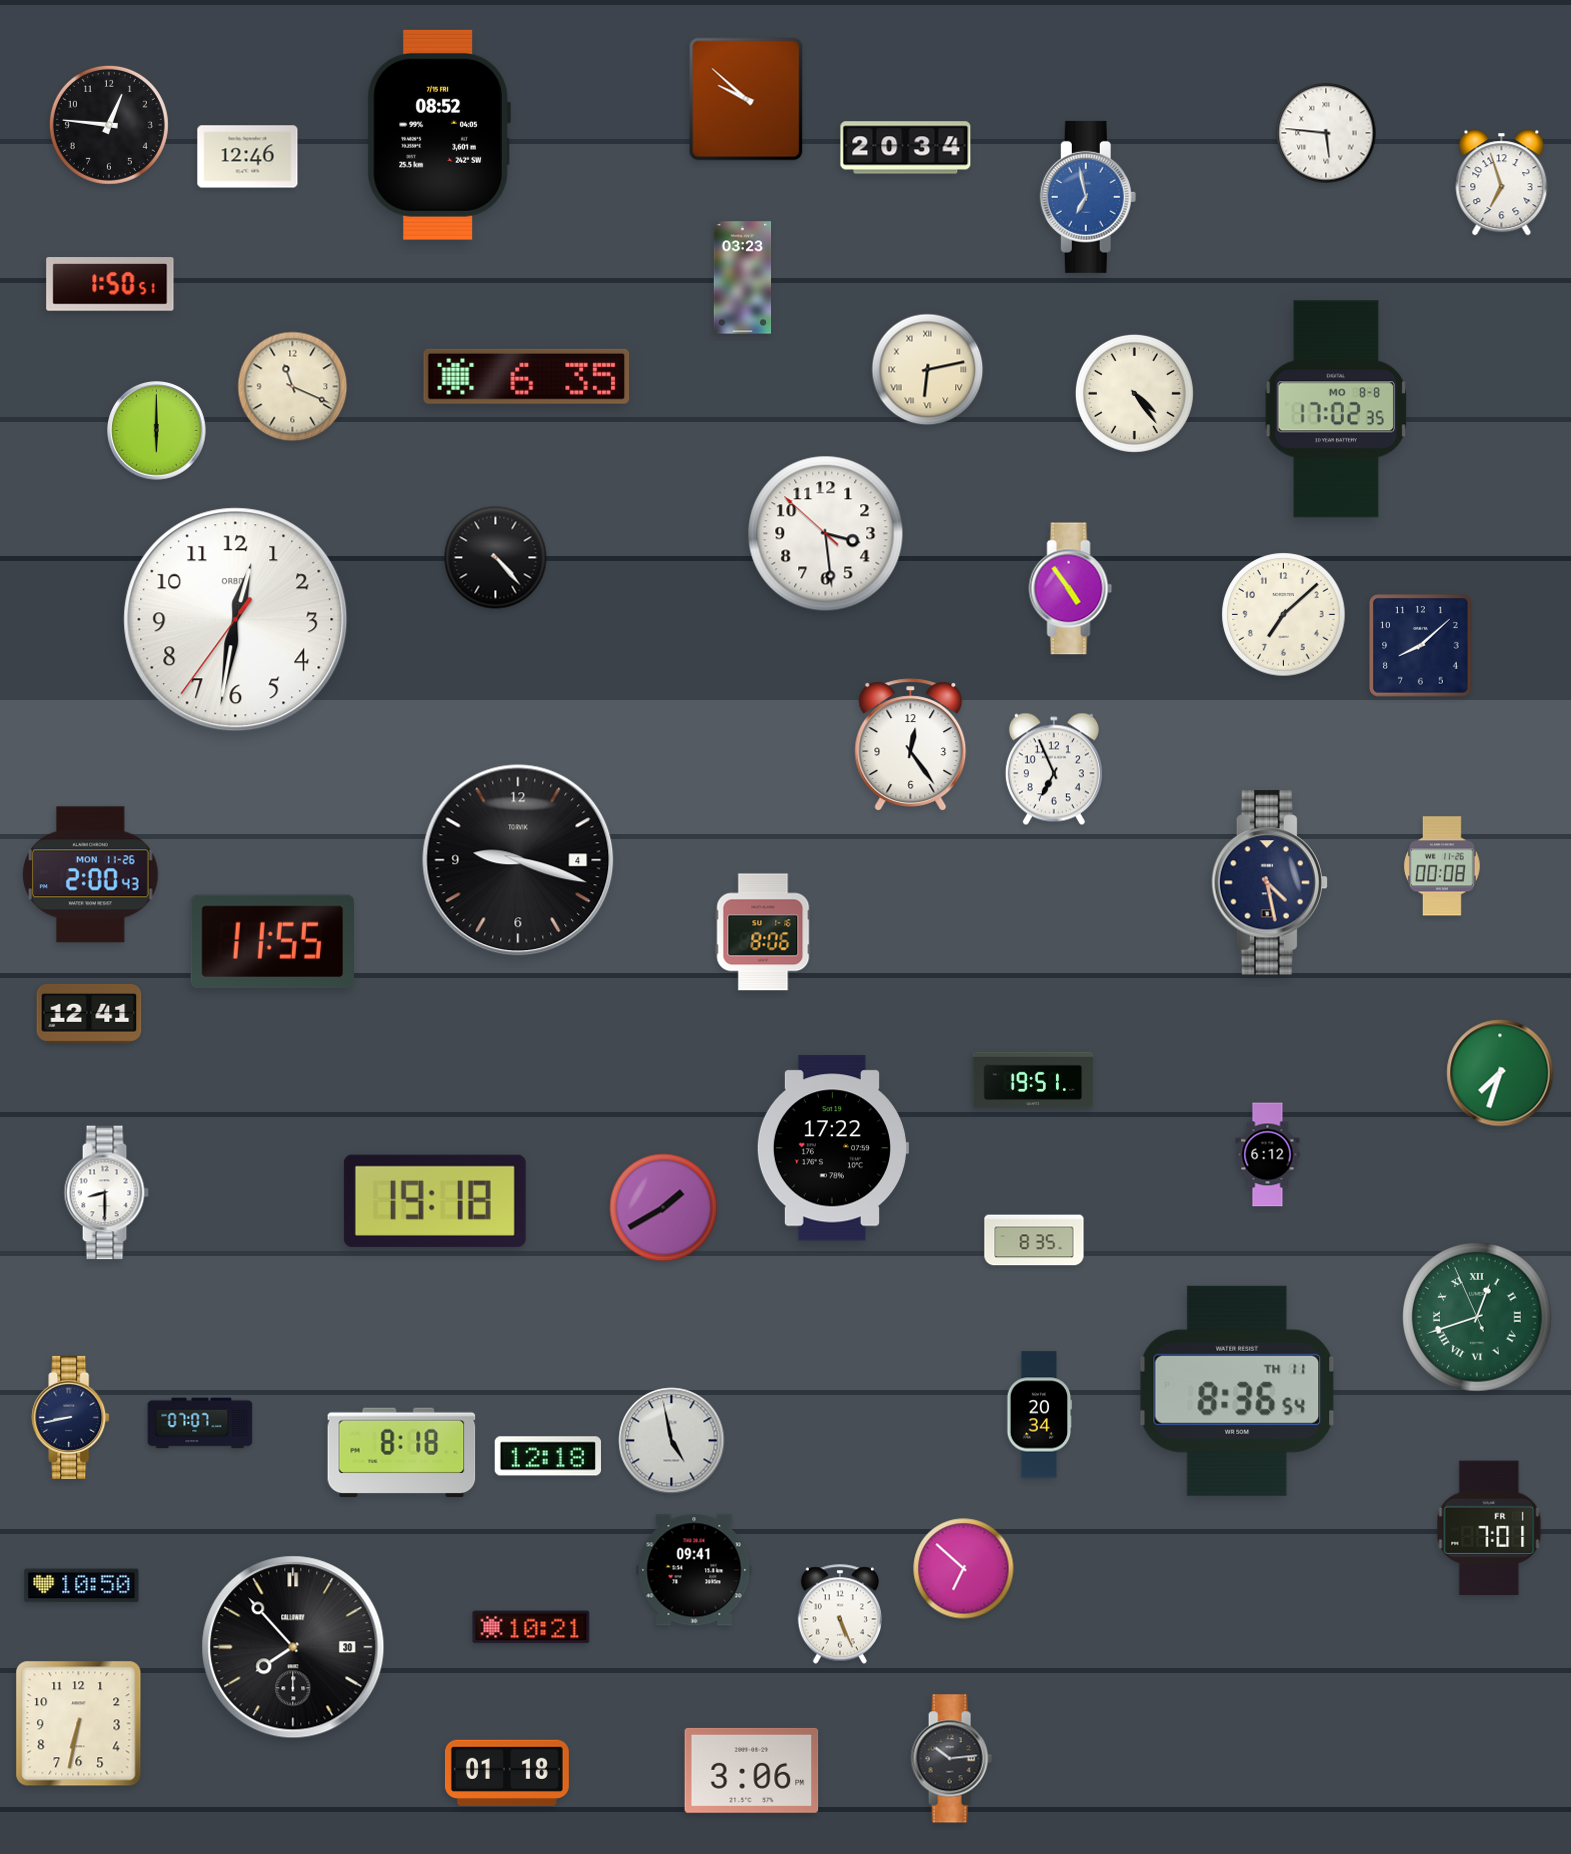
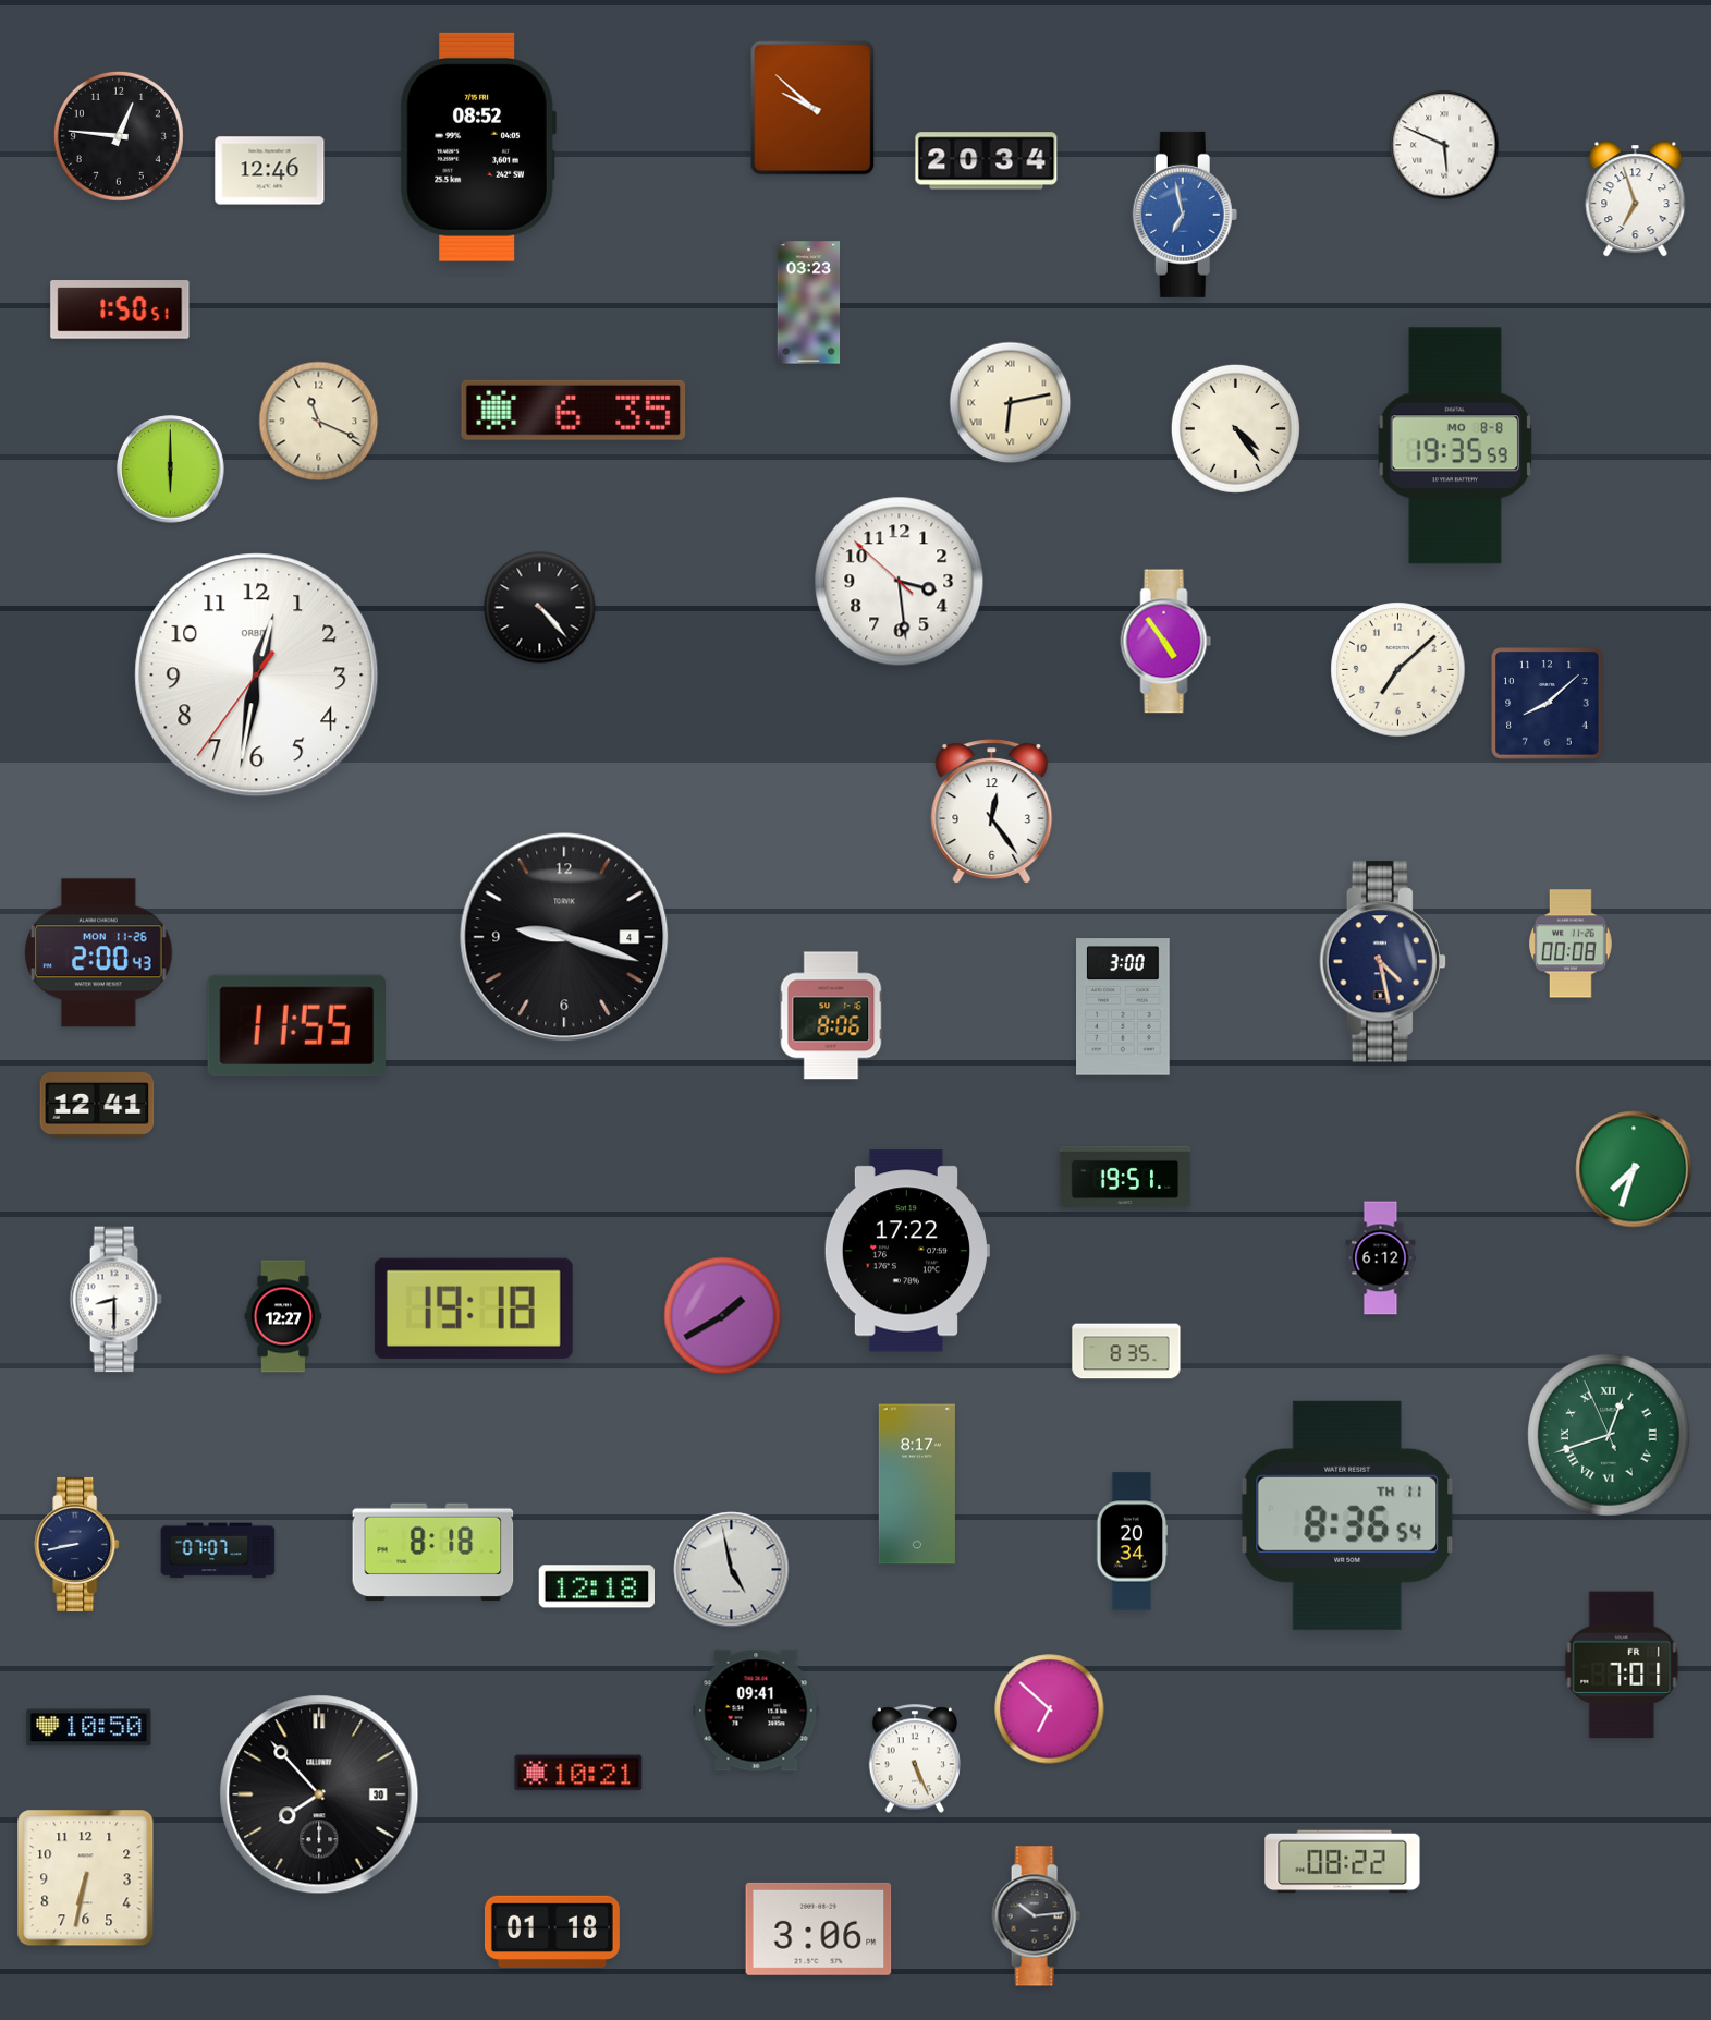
clock at (1326, 133): 5:46 -> 5:49
clock at (1335, 409): 17:02 -> 19:35
clock at (1054, 769): 6:56 -> none
clock at (1124, 1007): none -> 3:00
clock at (283, 1316): none -> 12:27
clock at (917, 1484): none -> 8:17
clock at (402, 1453) position: (402, 1453) -> (433, 1553)
clock at (1343, 1862): none -> 08:22
